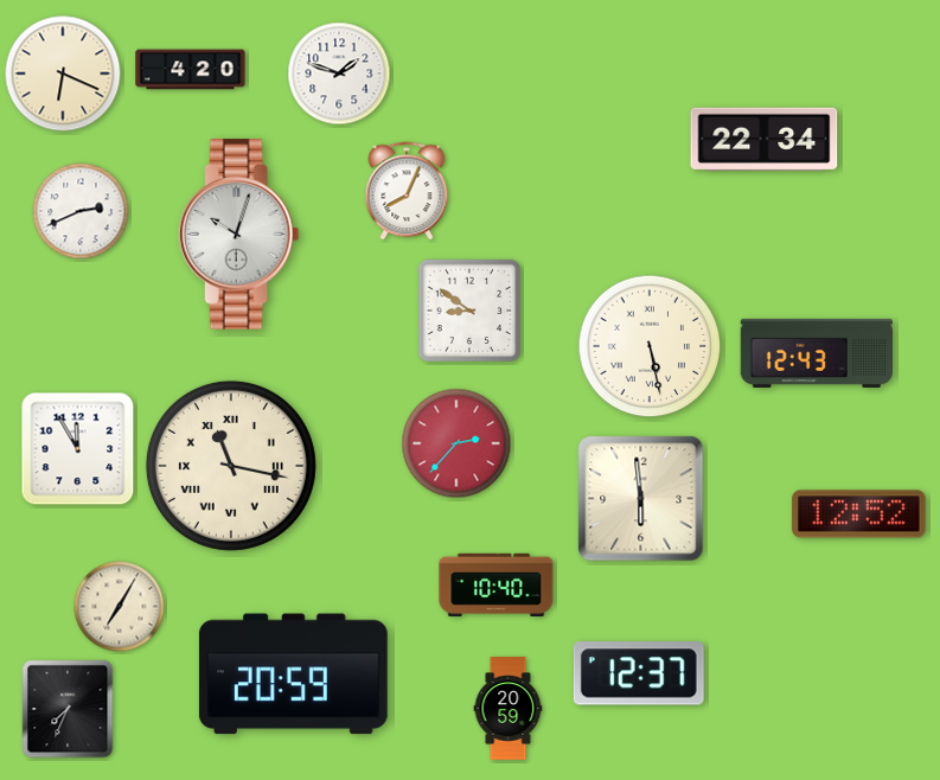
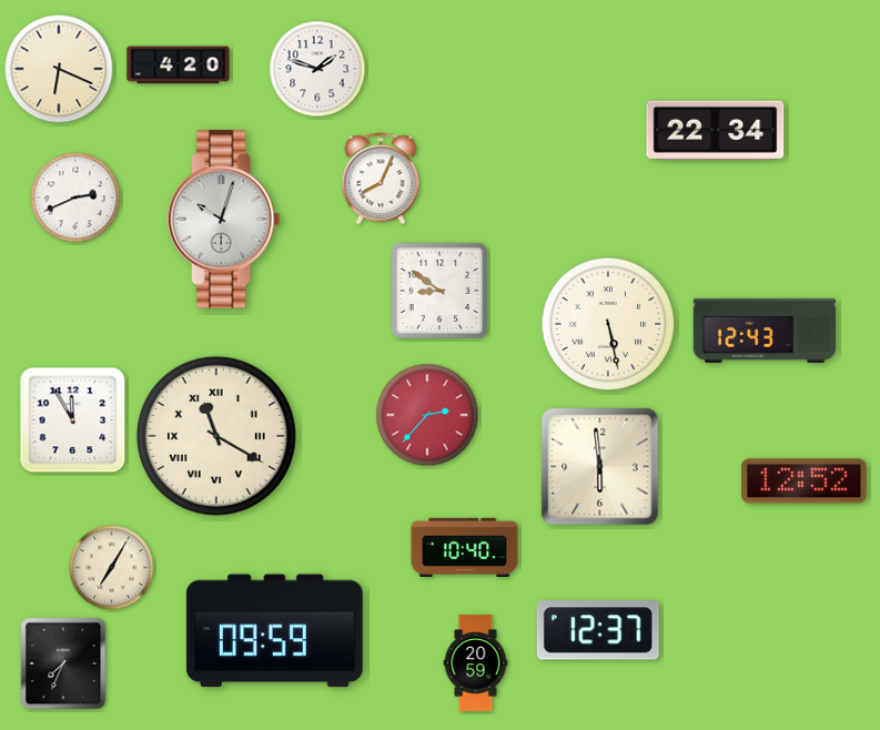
clock at (231, 466): 11:17 -> 11:20
clock at (293, 674): 20:59 -> 09:59
